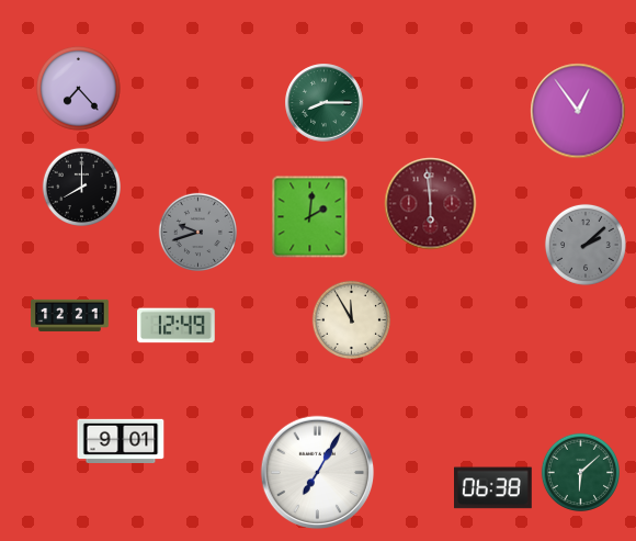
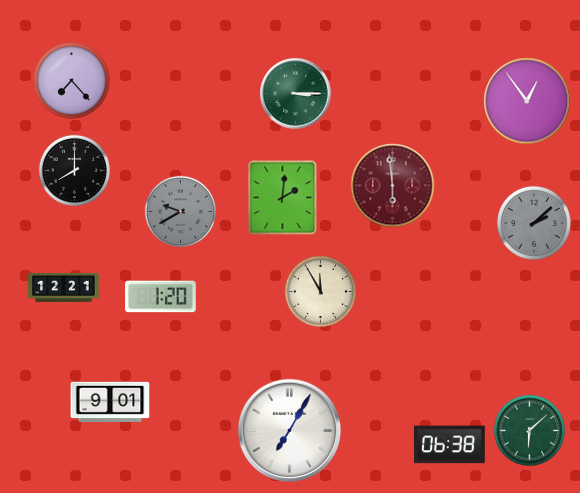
clock at (325, 103): 8:15 -> 3:15
clock at (197, 232): 9:42 -> 9:40
clock at (177, 326): 12:49 -> 1:20
